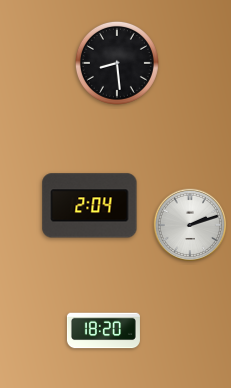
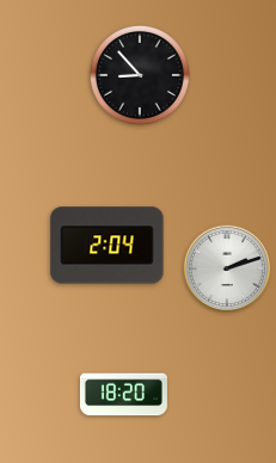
clock at (117, 63): 8:29 -> 8:53
